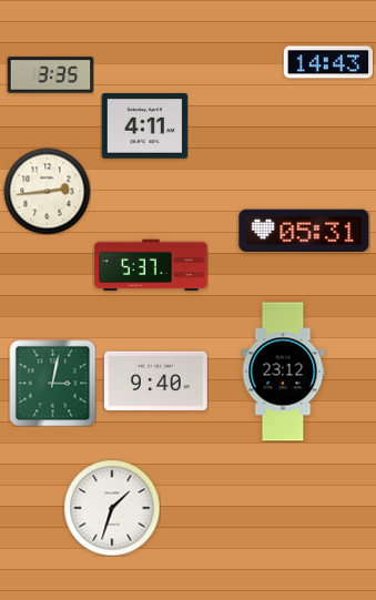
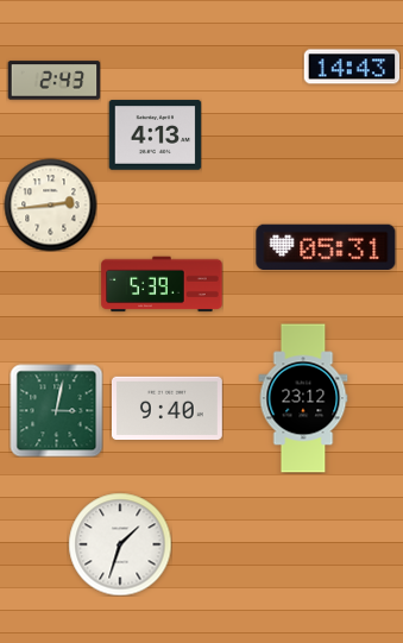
clock at (50, 75): 3:35 -> 2:43
clock at (144, 126): 4:11 -> 4:13
clock at (151, 265): 5:37 -> 5:39
